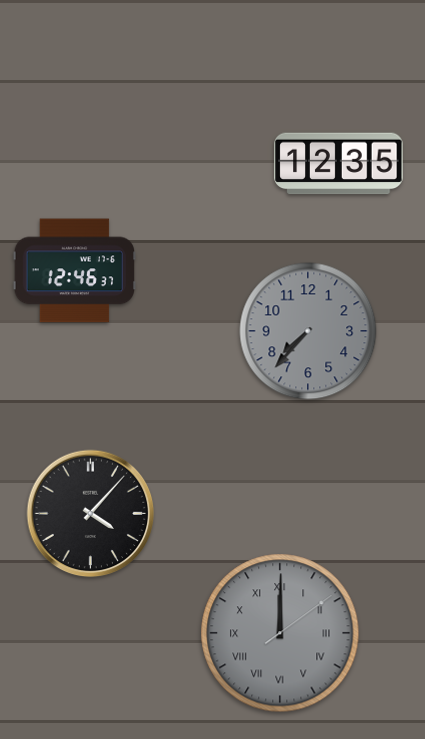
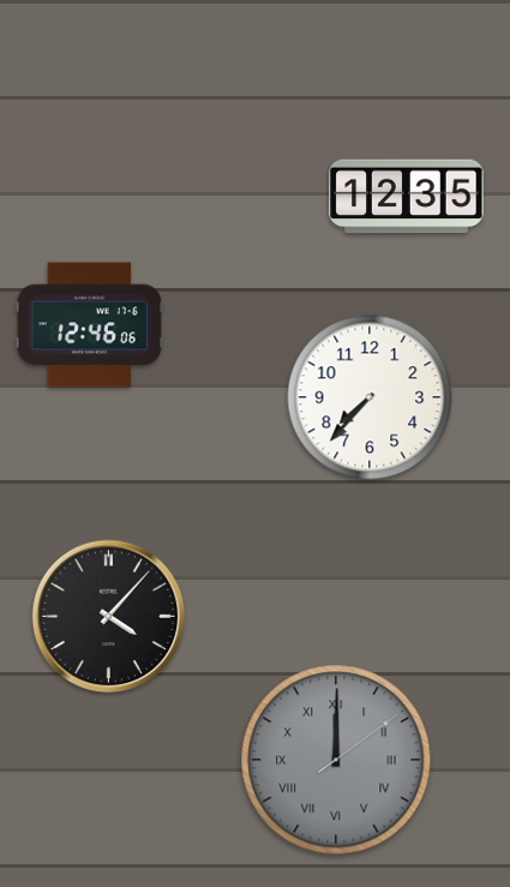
clock at (74, 271): 12:46:37 -> 12:46:06
clock at (308, 331) dial: grey -> white
